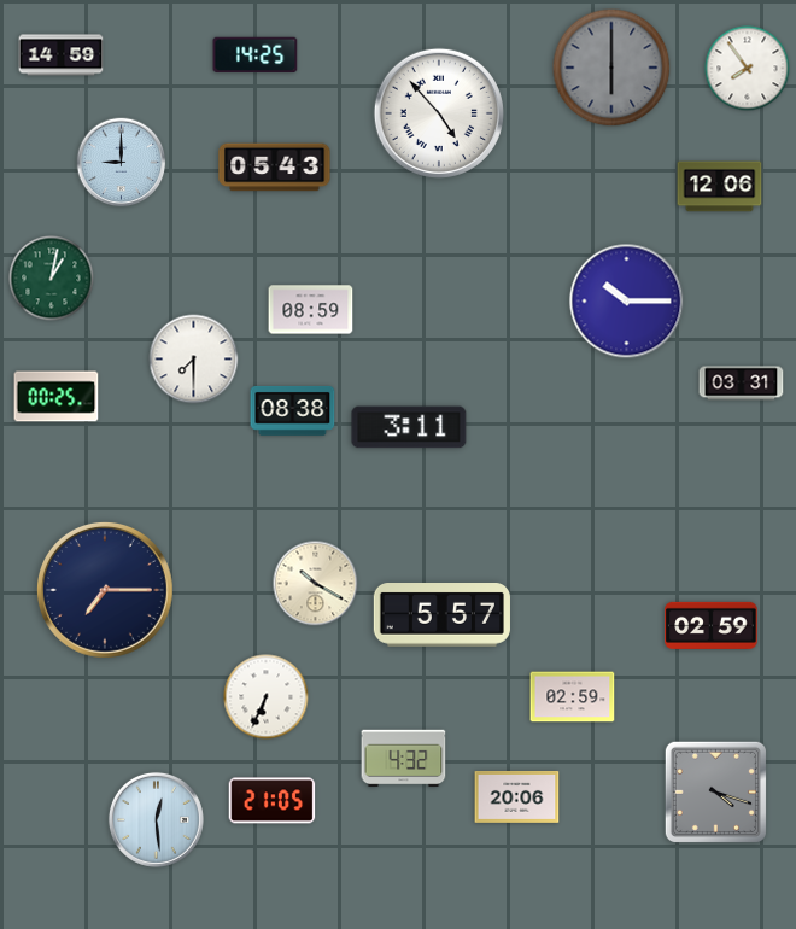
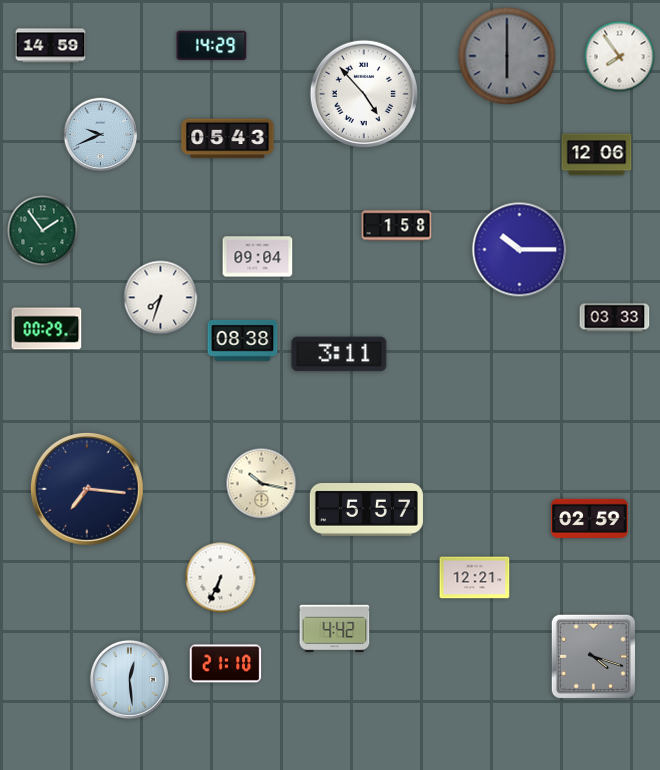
clock at (256, 55): 14:25 -> 14:29
clock at (122, 163): 9:00 -> 9:41
clock at (397, 226): none -> 1:58
clock at (52, 279): 1:02 -> 1:54
clock at (311, 310): 08:59 -> 09:04
clock at (194, 360): 7:30 -> 7:33
clock at (742, 384): 03:31 -> 03:33
clock at (57, 397): 00:25 -> 00:29
clock at (316, 584): 10:20 -> 10:17
clock at (105, 590): 7:15 -> 7:16
clock at (573, 697): 02:59 -> 12:21
clock at (404, 759): 4:32 -> 4:42
clock at (517, 797): 20:06 -> none
clock at (273, 801): 21:05 -> 21:10
